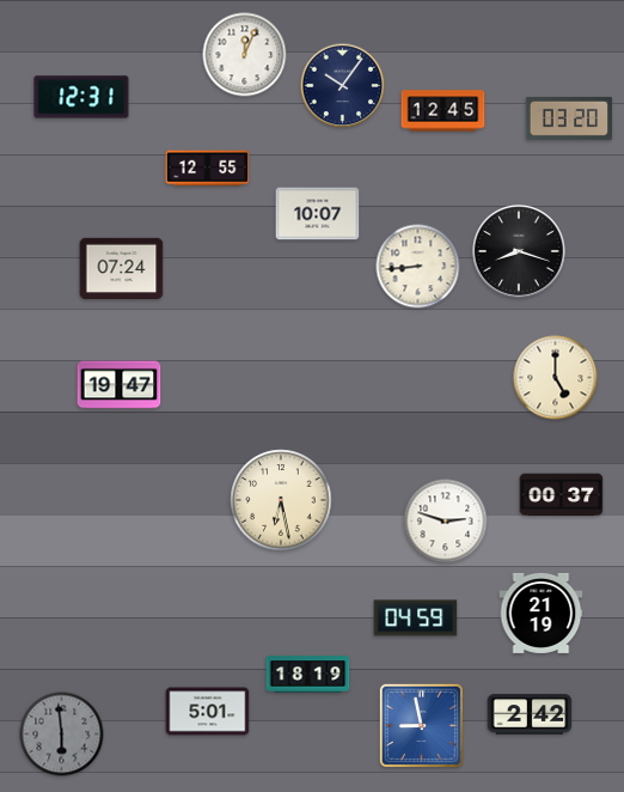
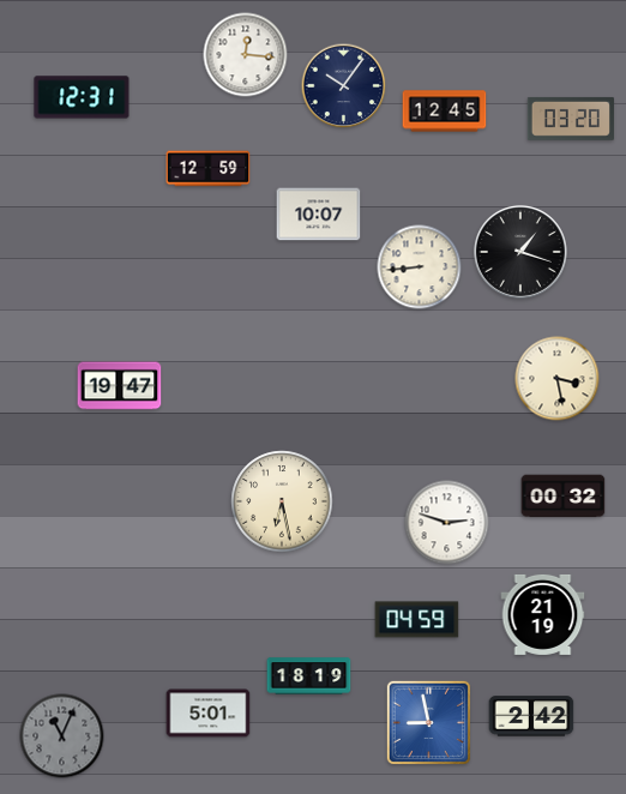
clock at (245, 55): 12:04 -> 12:16
clock at (208, 169): 12:55 -> 12:59
clock at (519, 251): 8:18 -> 1:18
clock at (122, 268): 07:24 -> none
clock at (556, 378): 5:00 -> 3:28
clock at (562, 495): 00:37 -> 00:32
clock at (421, 725) position: (421, 725) -> (428, 722)
clock at (62, 735): 5:59 -> 11:04
